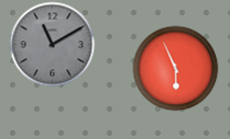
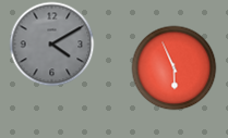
clock at (52, 44): 11:10 -> 4:10
